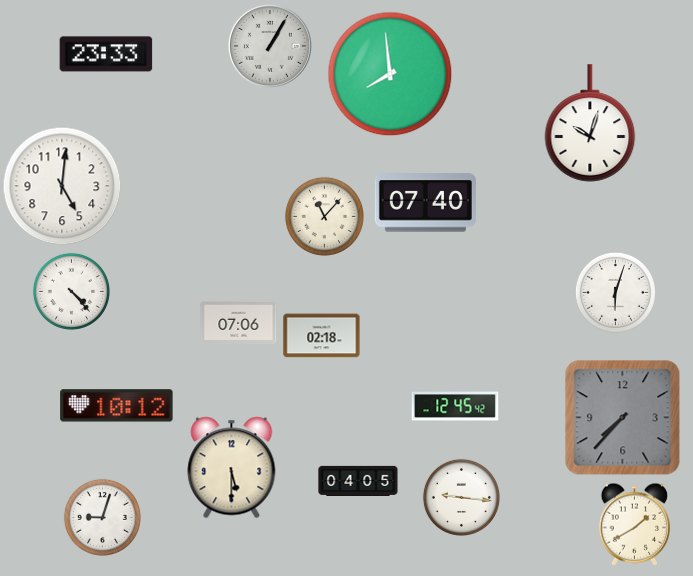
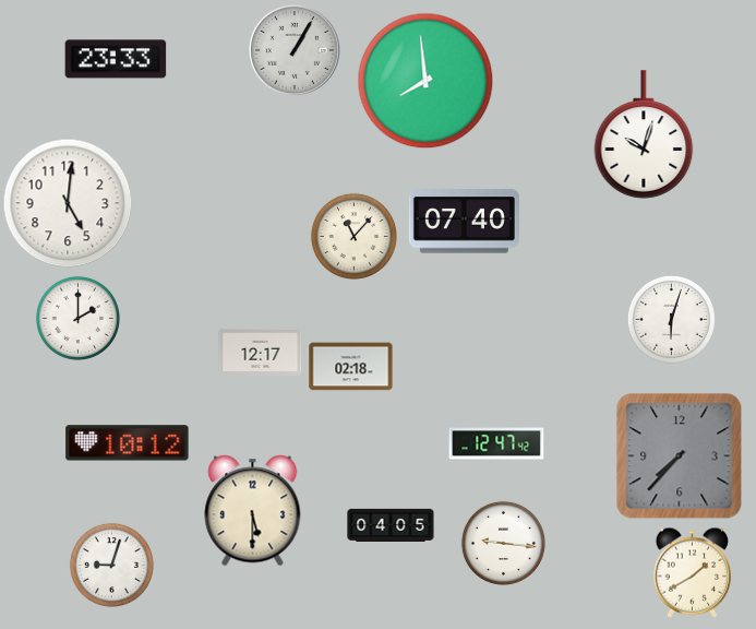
clock at (71, 291): 4:23 -> 2:00
clock at (239, 322): 07:06 -> 12:17
clock at (455, 406): 12:45 -> 12:47
